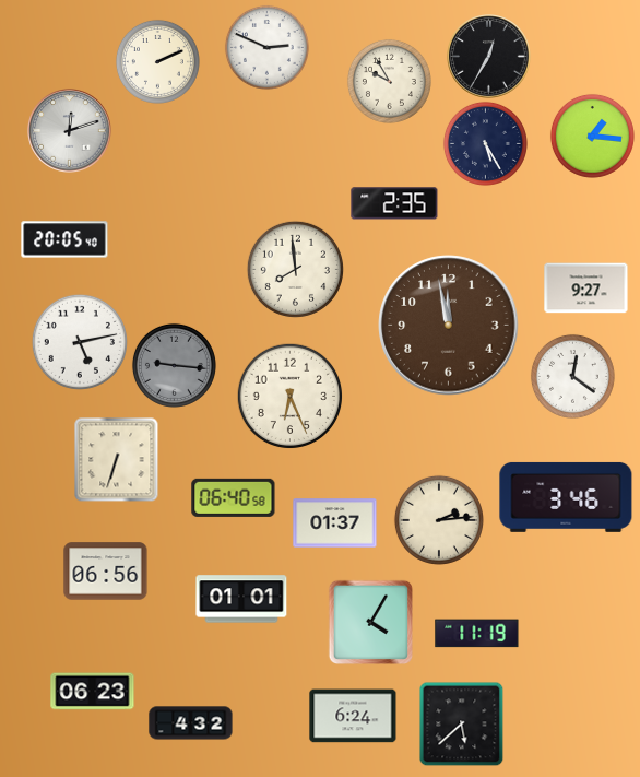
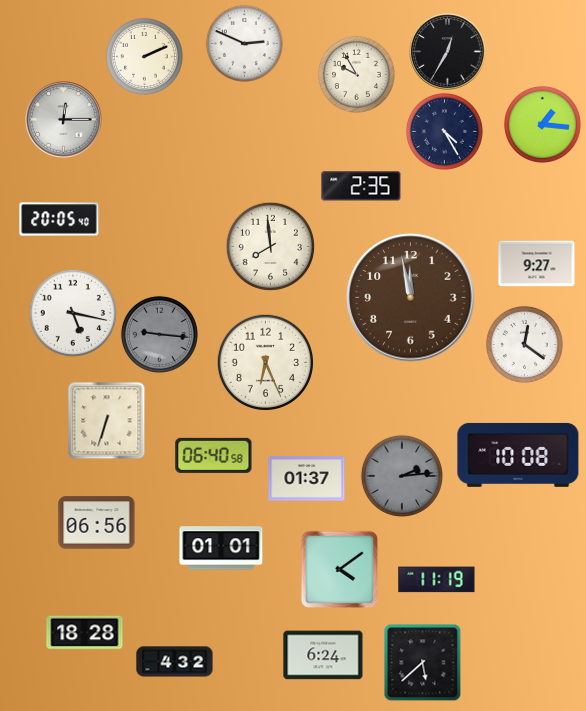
clock at (70, 131): 12:12 -> 12:15
clock at (485, 143): 5:25 -> 4:25
clock at (80, 342): 5:13 -> 5:17
clock at (566, 497): 3:46 -> 10:08
clock at (439, 520) dial: cream -> grey
clock at (370, 622): 4:05 -> 4:09
clock at (93, 692): 06:23 -> 18:28
